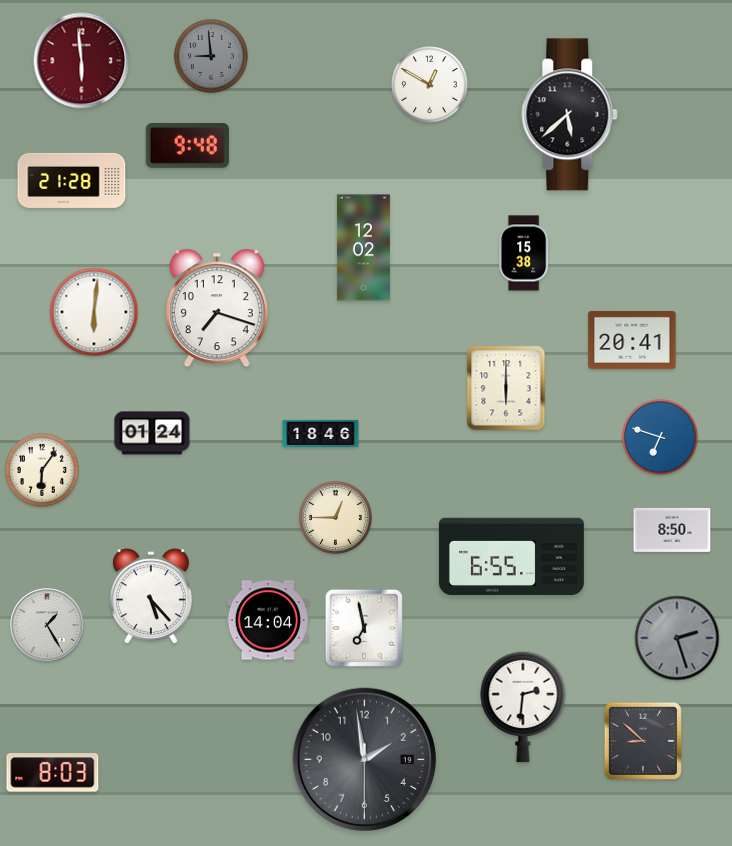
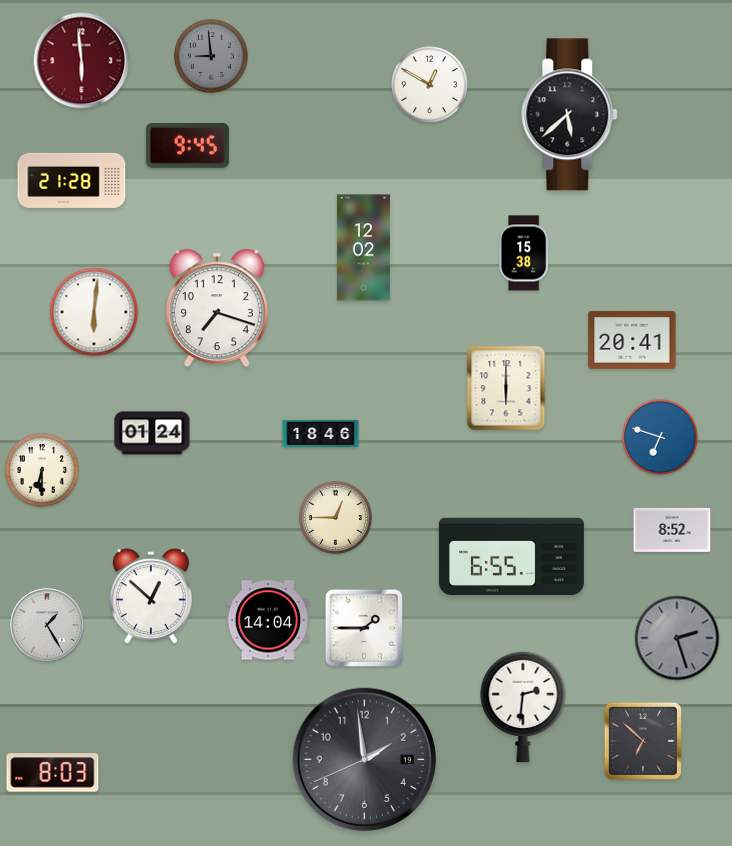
clock at (187, 146): 9:48 -> 9:45
clock at (42, 470): 6:06 -> 6:30
clock at (672, 530): 8:50 -> 8:52
clock at (151, 597): 5:23 -> 12:52
clock at (364, 628): 6:58 -> 1:45
clock at (643, 741): 8:52 -> 6:52
clock at (364, 759): 1:58:30 -> 1:58:41
